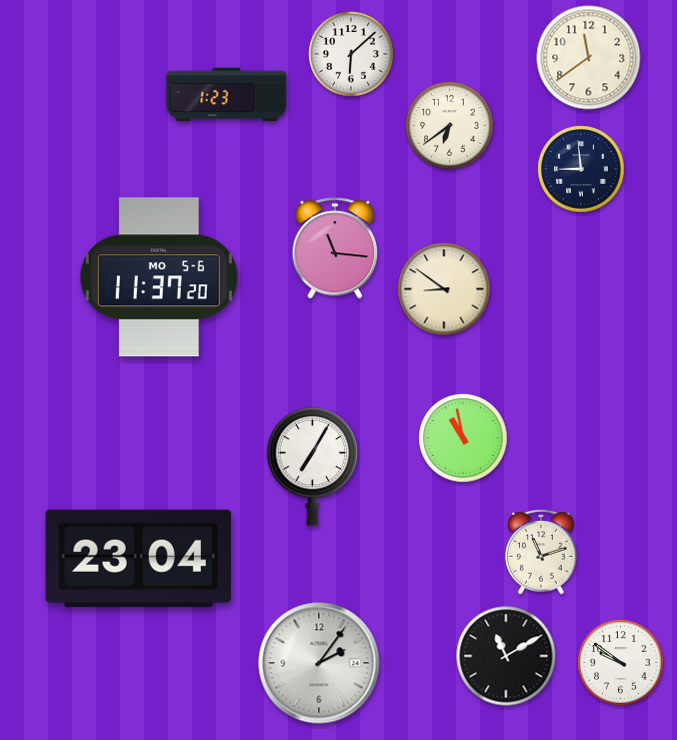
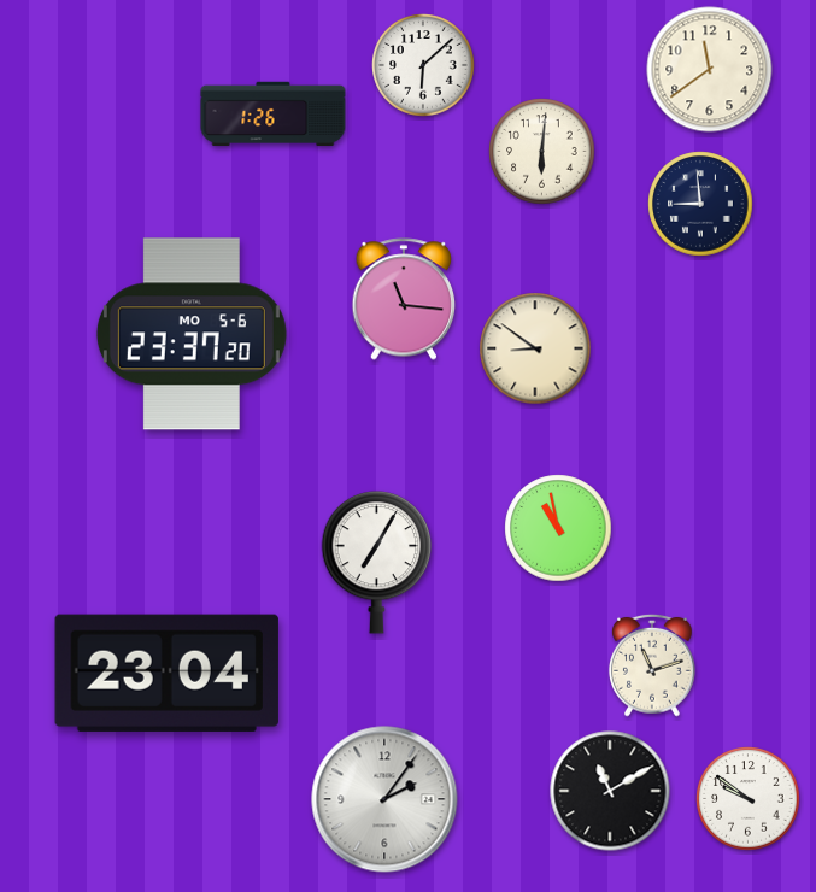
clock at (227, 95): 1:23 -> 1:26
clock at (450, 126): 6:39 -> 6:01
clock at (159, 277): 11:37 -> 23:37
